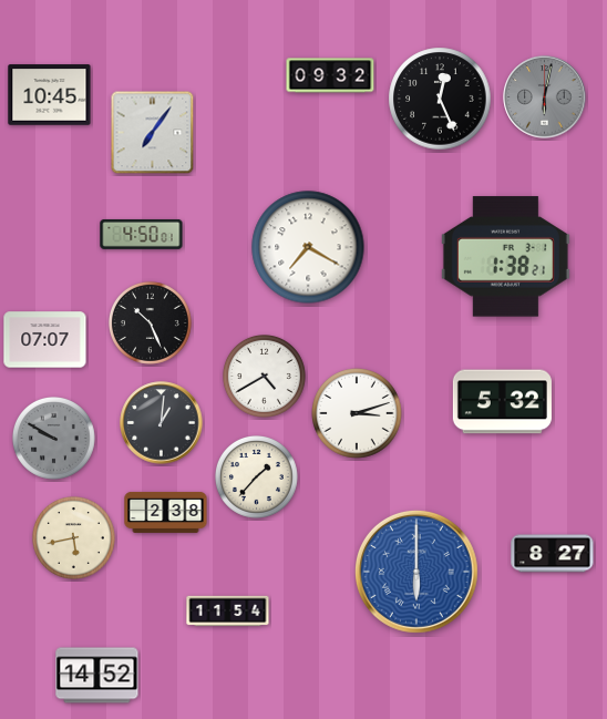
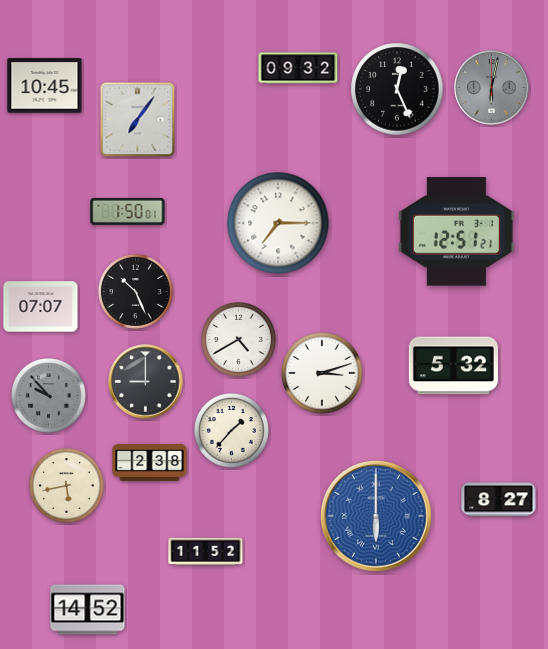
clock at (142, 234): 4:50 -> 1:50
clock at (308, 247): 7:20 -> 7:15
clock at (505, 257): 1:38 -> 12:51
clock at (502, 402) position: (502, 402) -> (453, 366)
clock at (162, 423): 1:01 -> 9:00
clock at (54, 439): 9:50 -> 9:53
clock at (228, 612): 11:54 -> 11:52
